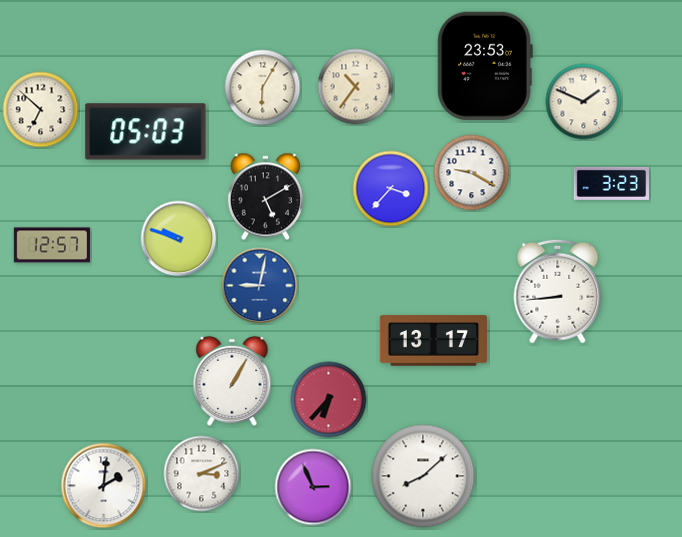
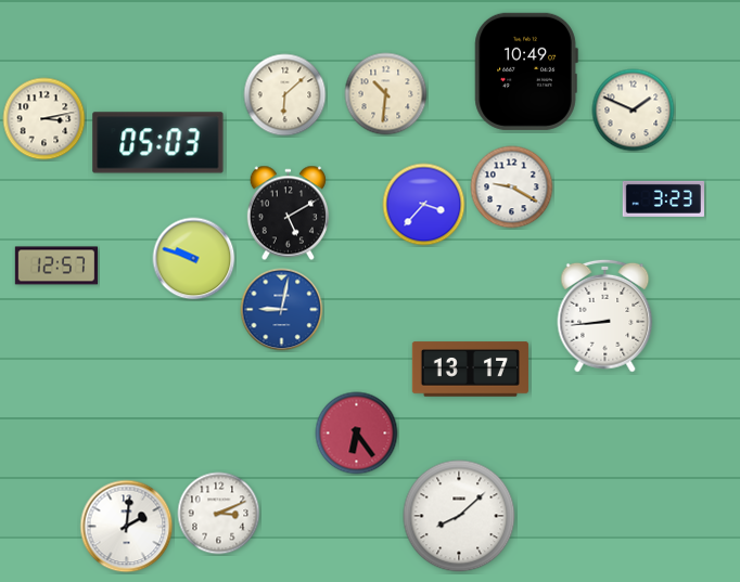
clock at (485, 66): 23:53 -> 10:49
clock at (356, 87): 10:36 -> 10:31
clock at (263, 88): 6:05 -> 6:08
clock at (41, 110): 6:52 -> 3:13
clock at (232, 381): 1:05 -> none
clock at (329, 400): 6:37 -> 6:24
clock at (104, 486) position: (104, 486) -> (127, 527)
clock at (313, 487): 2:56 -> none
